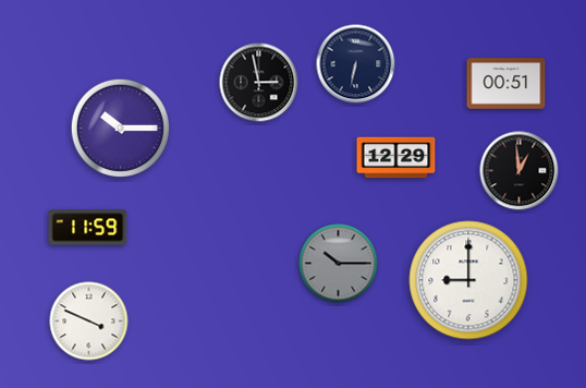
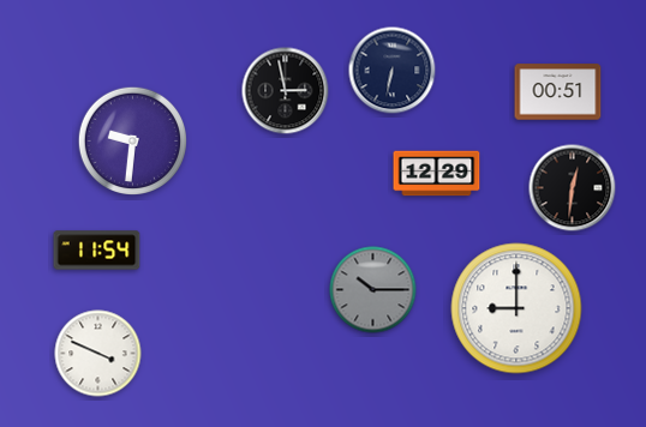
clock at (120, 128): 10:15 -> 9:31
clock at (520, 171): 12:59 -> 12:31
clock at (88, 228): 11:59 -> 11:54
